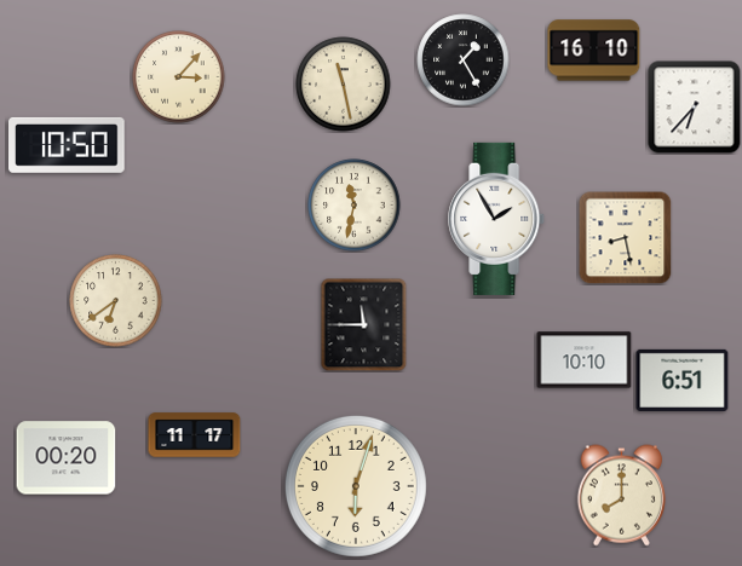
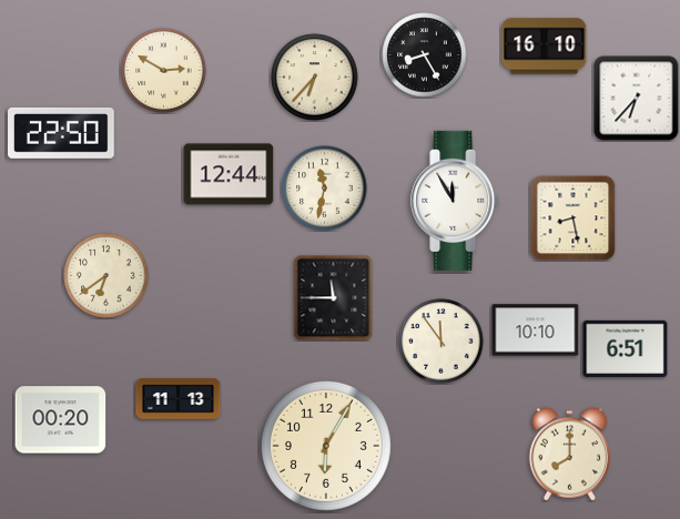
clock at (464, 60): 1:25 -> 8:25
clock at (179, 77): 3:07 -> 2:50
clock at (344, 85): 11:28 -> 6:37
clock at (68, 145): 10:50 -> 22:50
clock at (229, 174): none -> 12:44
clock at (497, 219): 1:55 -> 11:55
clock at (442, 342): none -> 11:54
clock at (195, 435): 11:17 -> 11:13
clock at (356, 486): 6:03 -> 6:05
